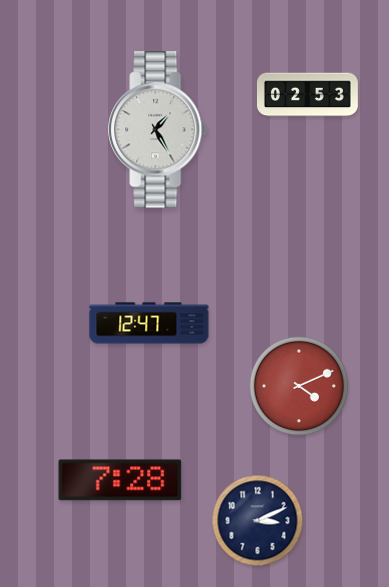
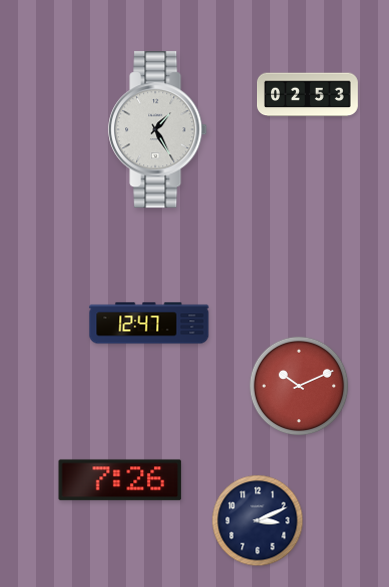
clock at (299, 386): 4:11 -> 10:11
clock at (120, 480): 7:28 -> 7:26
